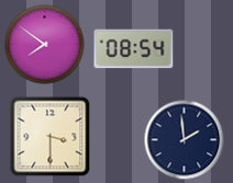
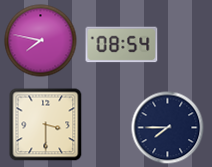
clock at (45, 45): 7:51 -> 7:47
clock at (185, 140): 1:59 -> 7:45
